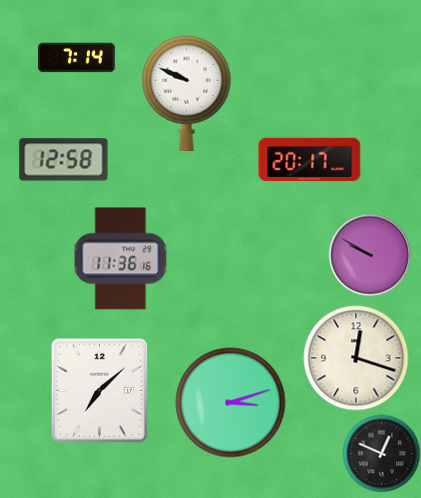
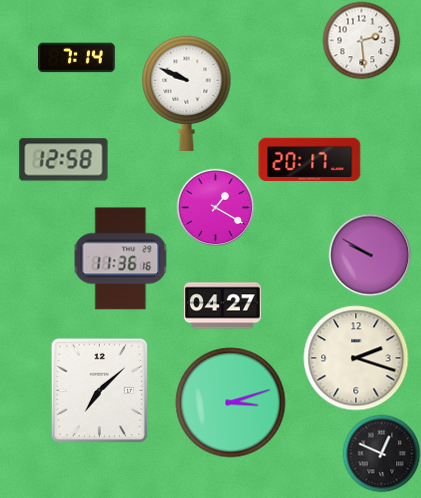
clock at (361, 40): none -> 2:29
clock at (215, 207): none -> 1:20
clock at (223, 306): none -> 04:27
clock at (356, 358): 12:18 -> 2:18
